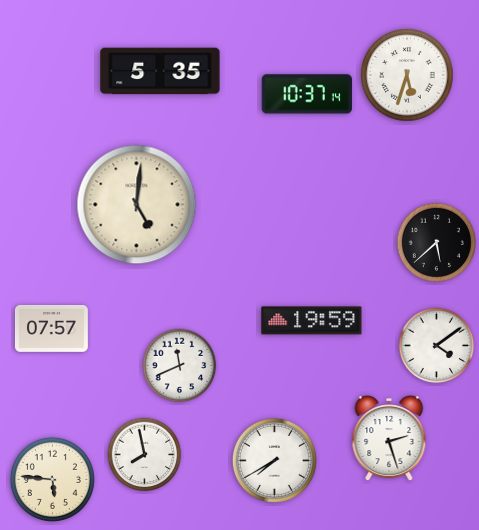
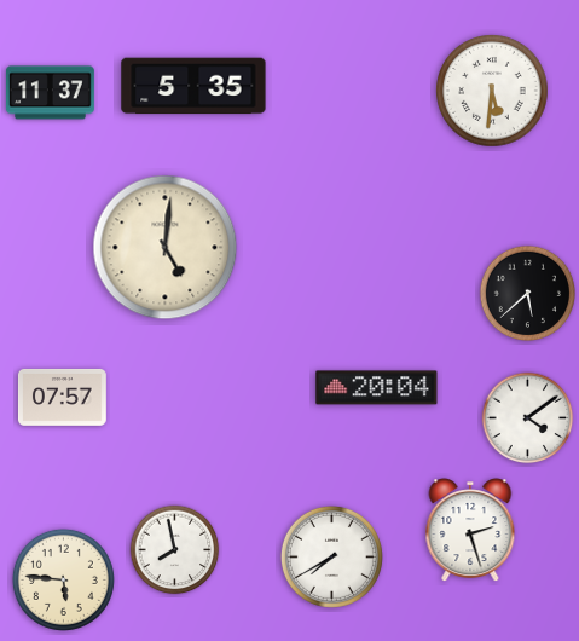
clock at (407, 75): 5:33 -> 5:31
clock at (51, 93): none -> 11:37
clock at (307, 94): 10:37 -> none
clock at (312, 321): 19:59 -> 20:04
clock at (180, 366): 11:41 -> none
